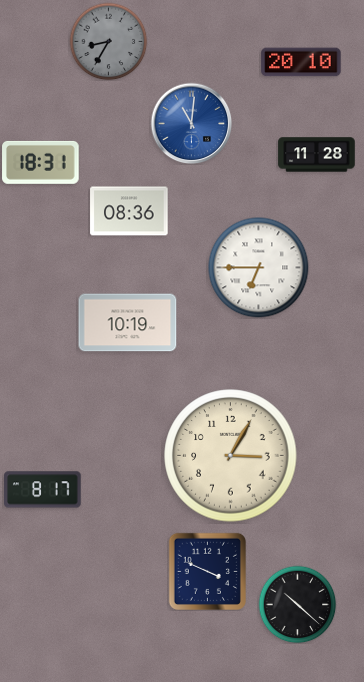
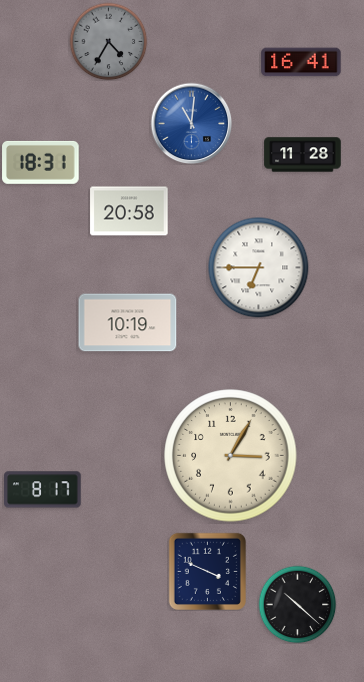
clock at (108, 41): 8:35 -> 4:35
clock at (301, 62): 20:10 -> 16:41
clock at (317, 155) position: (317, 155) -> (303, 155)
clock at (129, 211): 08:36 -> 20:58
